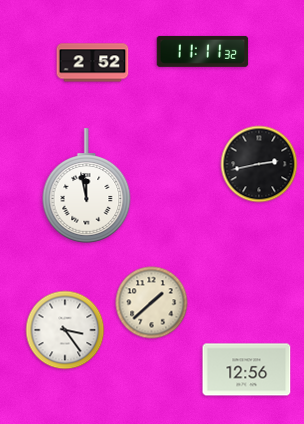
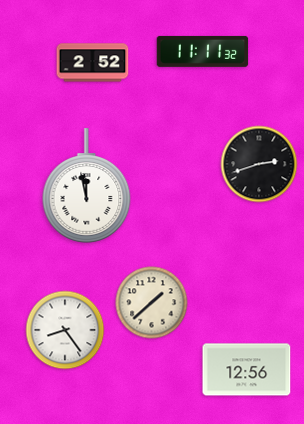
clock at (259, 164): 2:43 -> 2:42
clock at (65, 330): 3:24 -> 8:24
